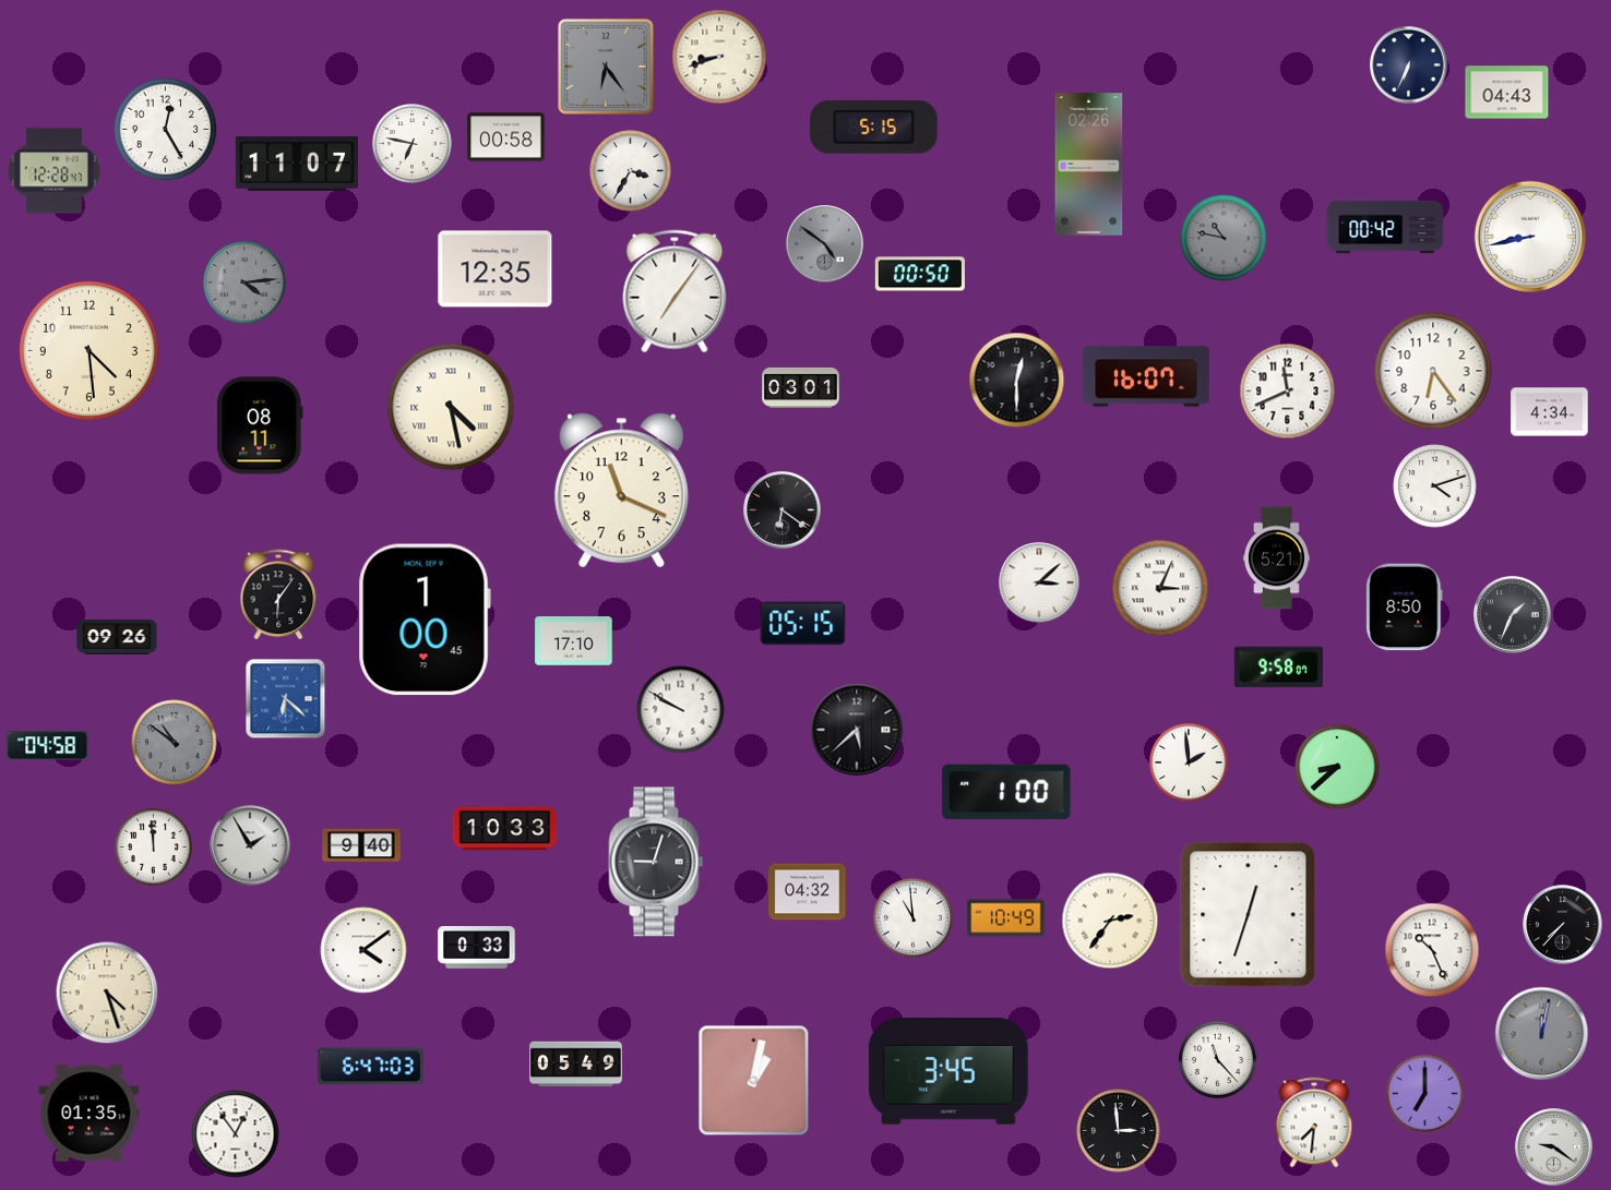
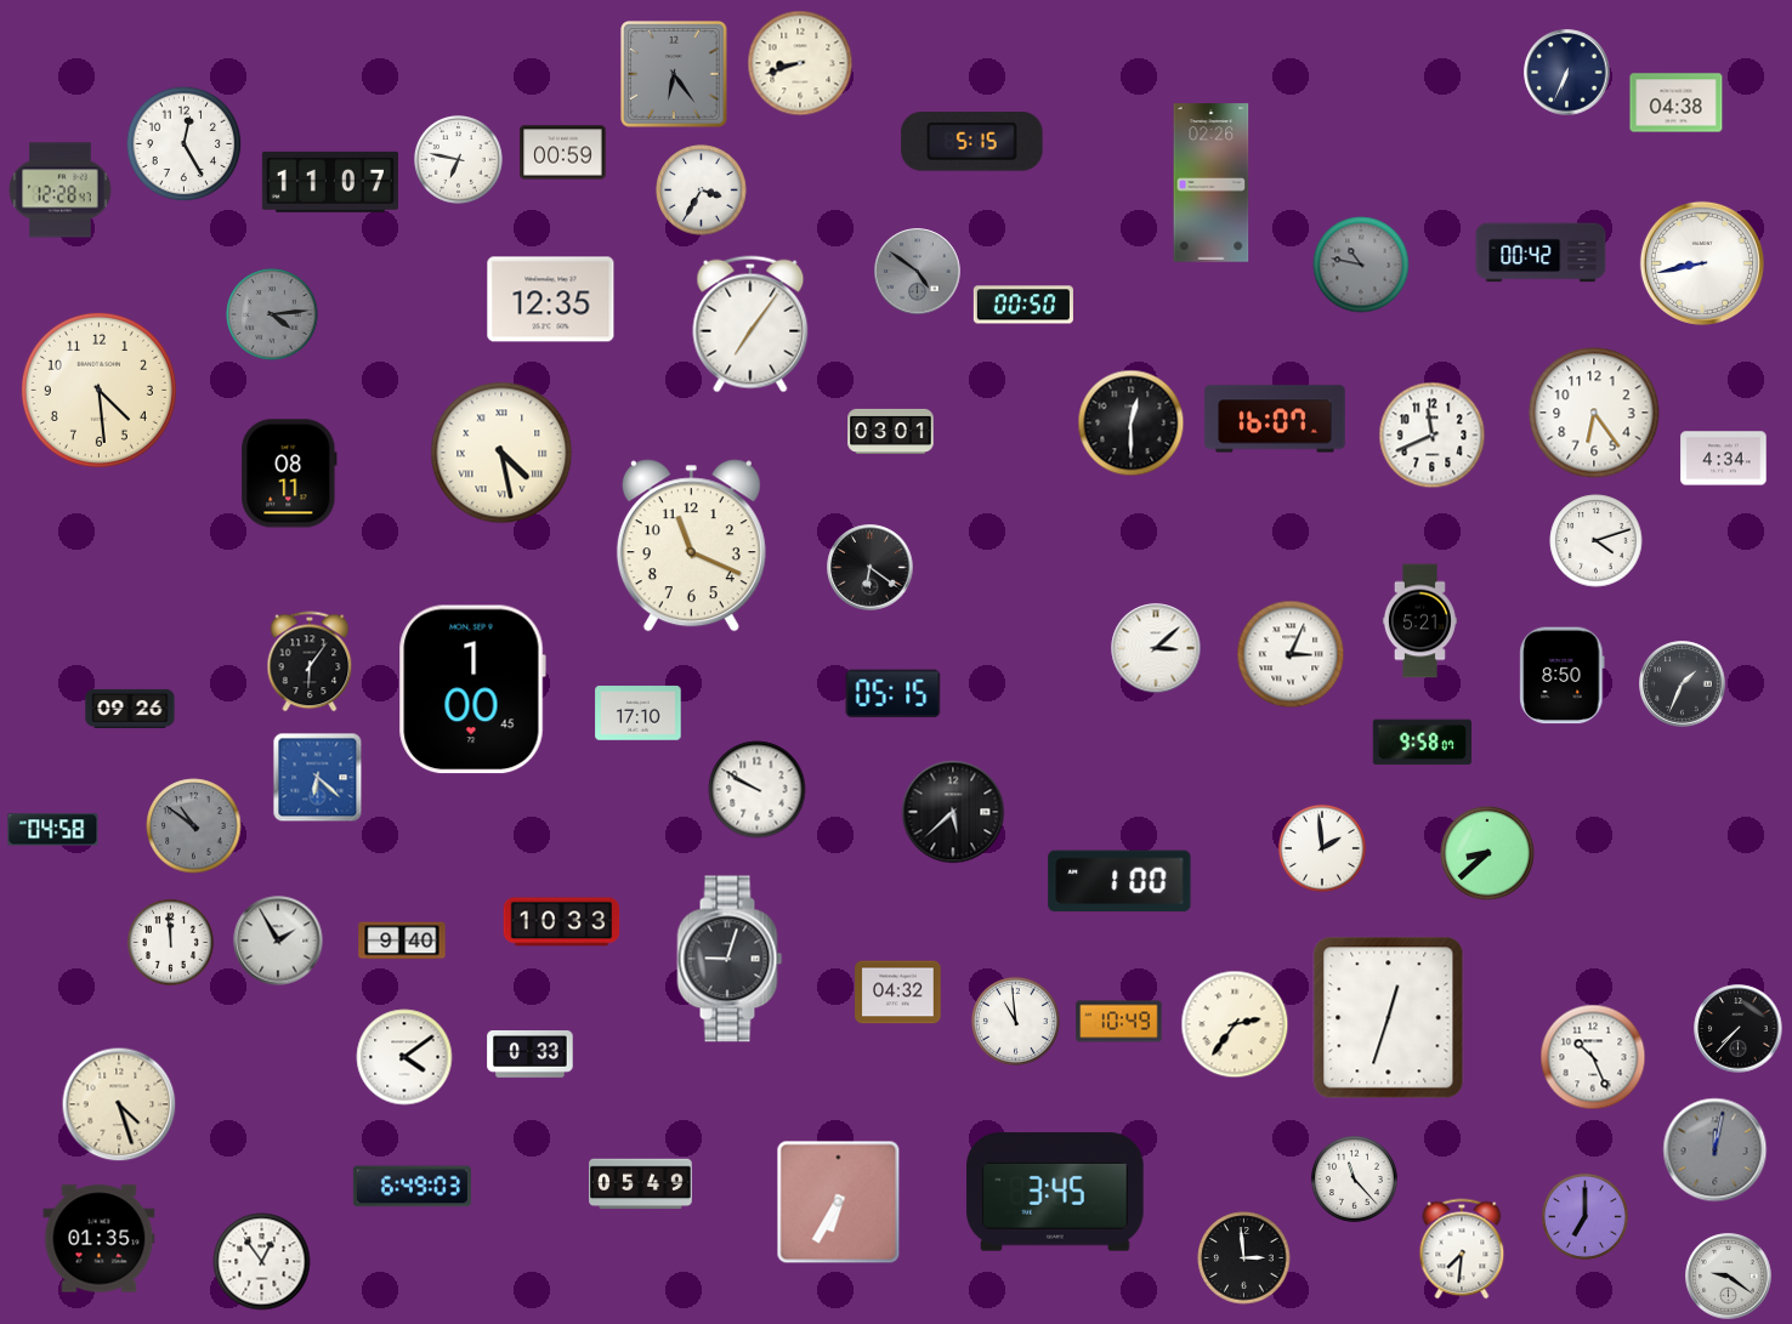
clock at (1507, 93): 04:43 -> 04:38
clock at (506, 137): 00:58 -> 00:59
clock at (370, 1067): 6:47 -> 6:49
clock at (754, 1081): 1:02 -> 6:35
